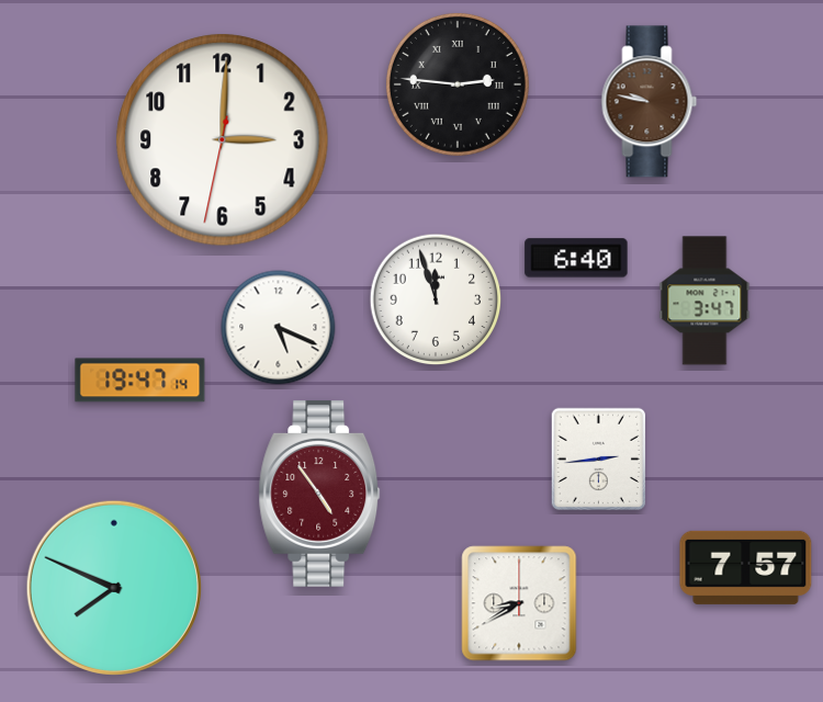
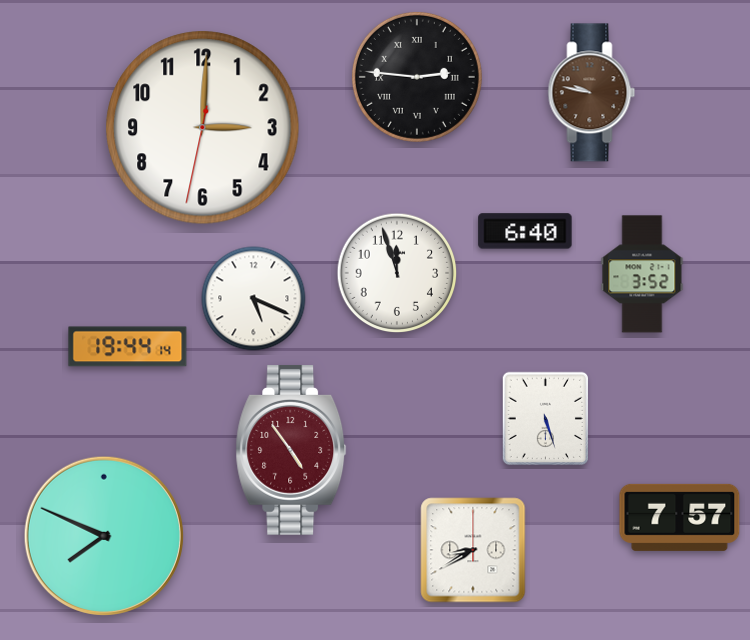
clock at (576, 258) position: (576, 258) -> (525, 231)
clock at (704, 301): 3:47 -> 3:52
clock at (140, 381): 19:47 -> 19:44
clock at (598, 460): 2:44 -> 5:27
